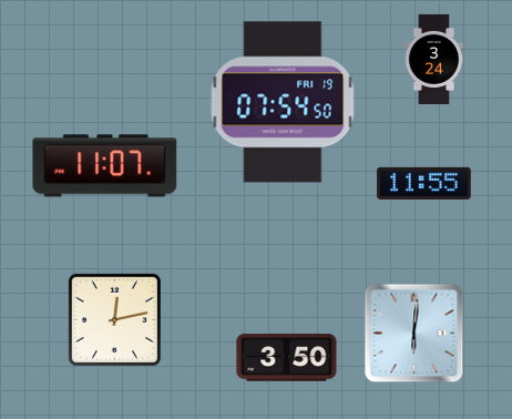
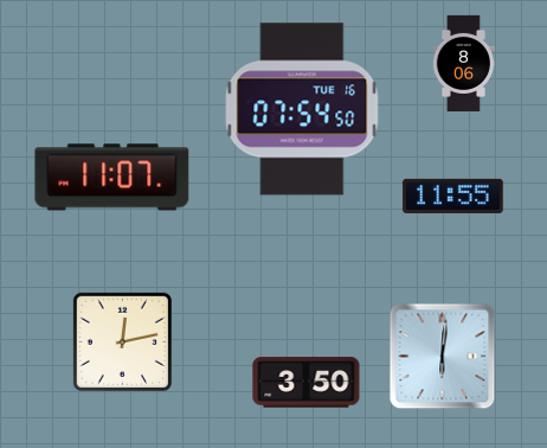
clock at (433, 59): 3:24 -> 8:06
clock at (283, 102) date: FRI 19 -> TUE 16
